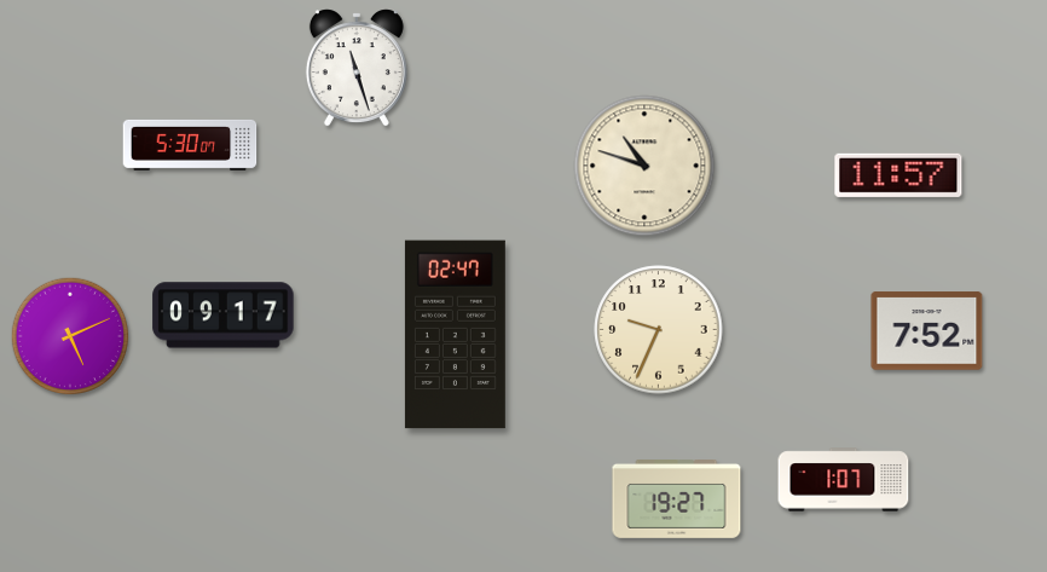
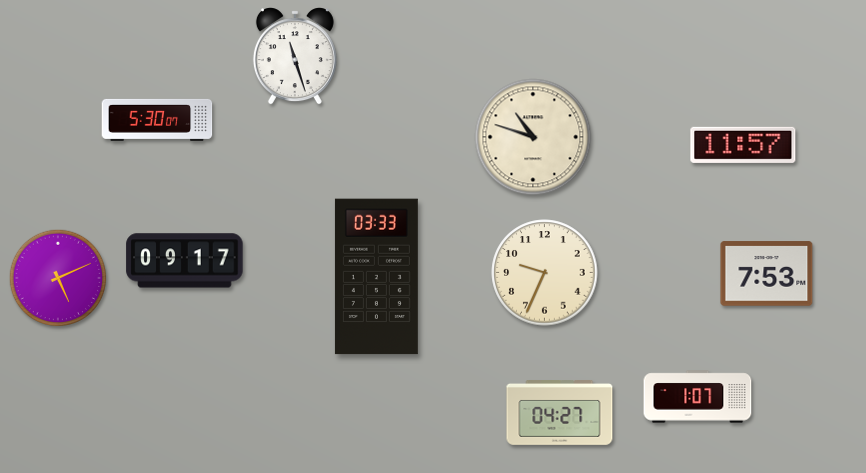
clock at (927, 331): 7:52 -> 7:53
clock at (455, 335): 02:47 -> 03:33
clock at (677, 499): 19:27 -> 04:27
